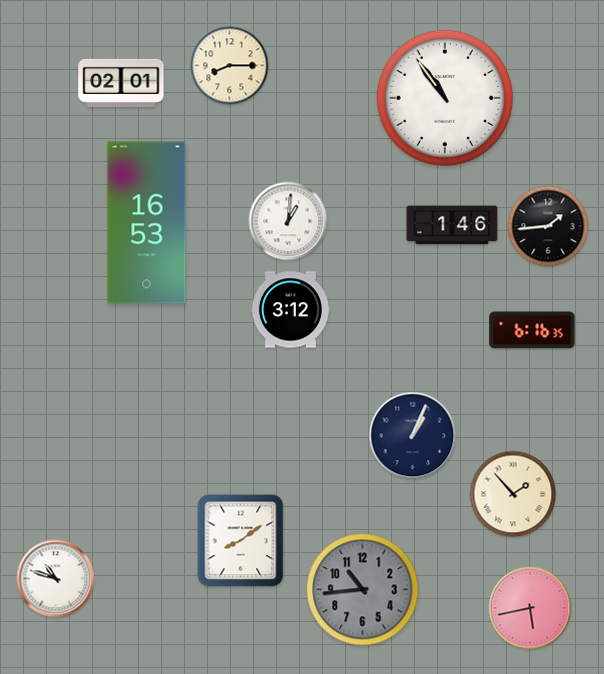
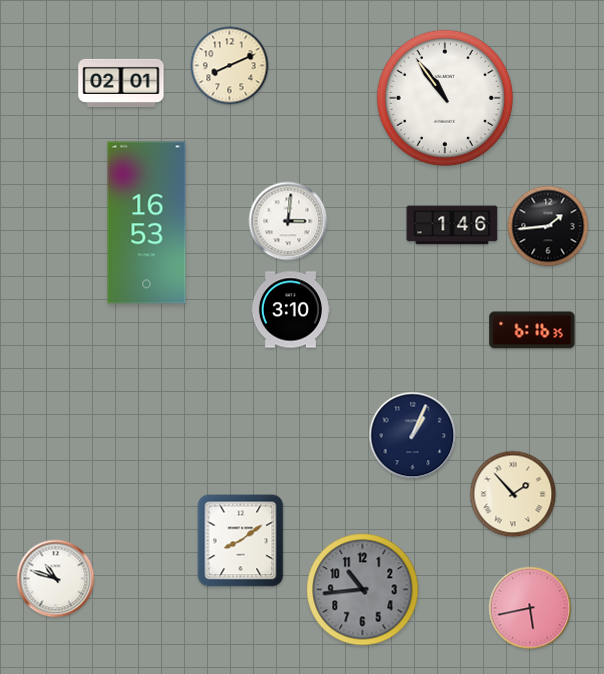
clock at (230, 66): 8:15 -> 8:11
clock at (288, 221): 1:01 -> 3:01
clock at (290, 310): 3:12 -> 3:10
